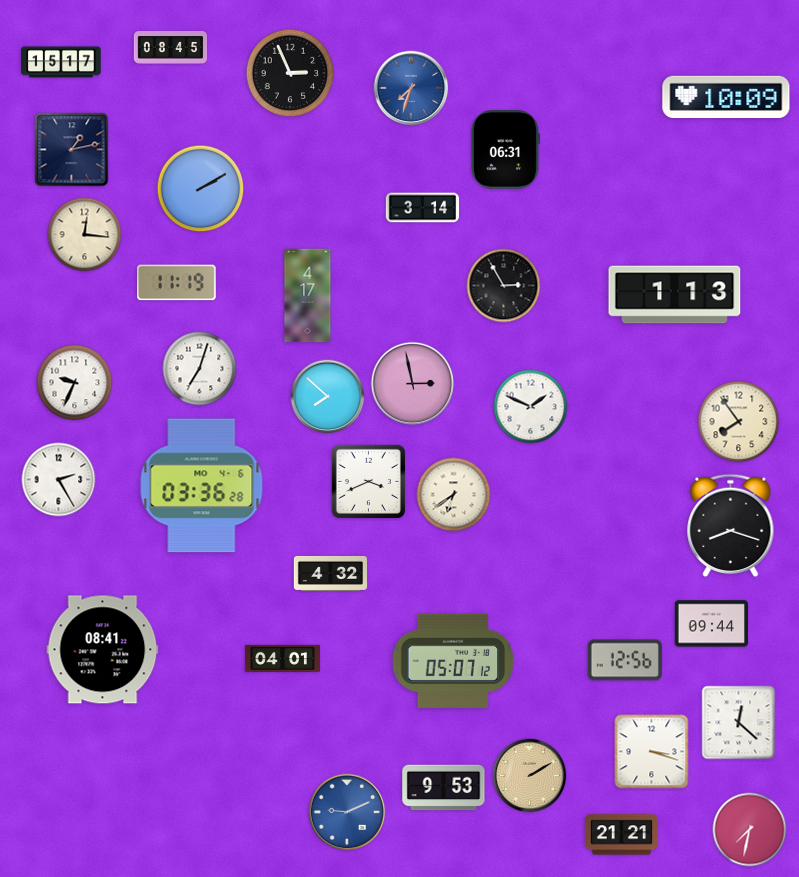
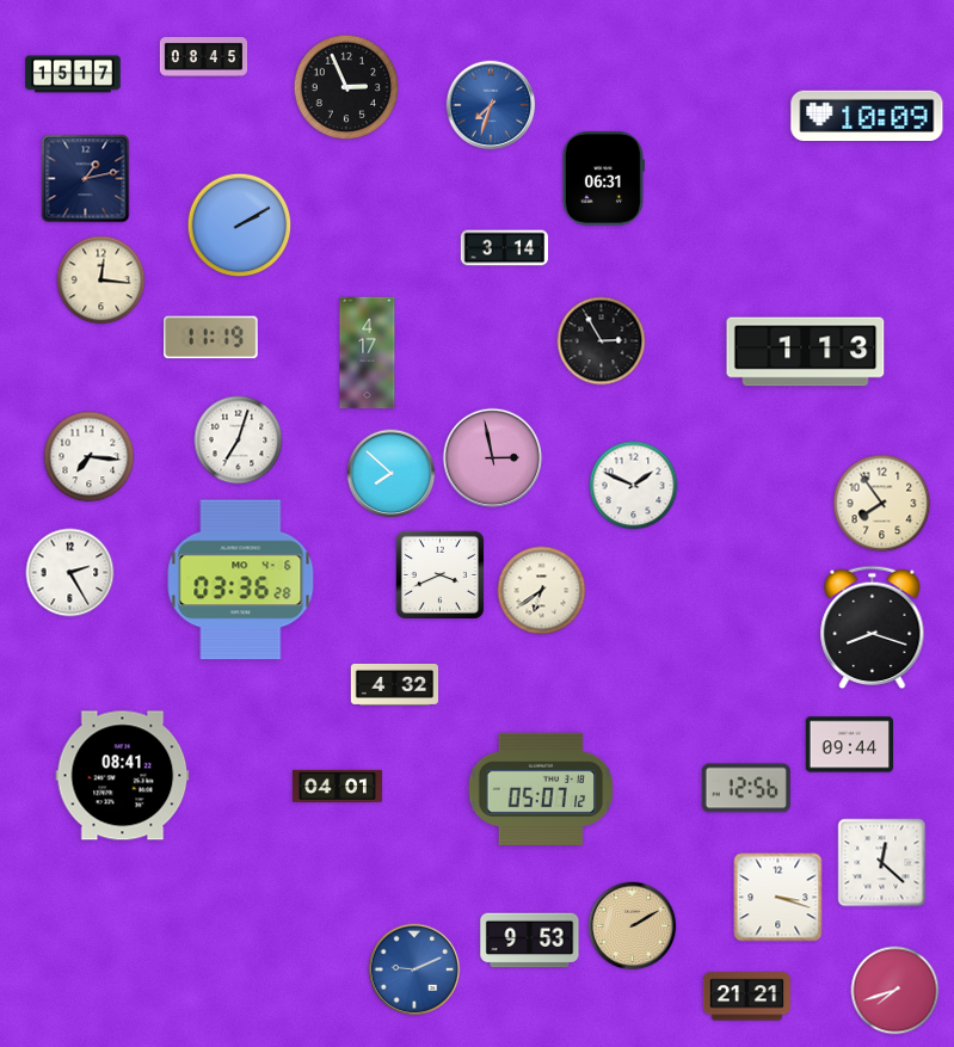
clock at (75, 383): 9:34 -> 7:16
clock at (750, 830): 7:32 -> 7:42
clock at (621, 835) position: (621, 835) -> (746, 997)
